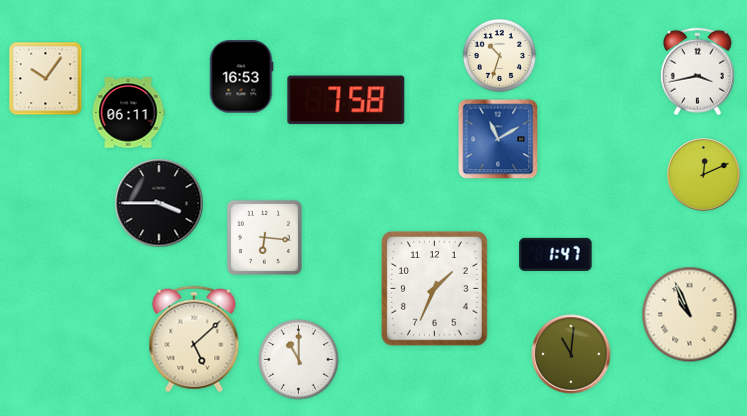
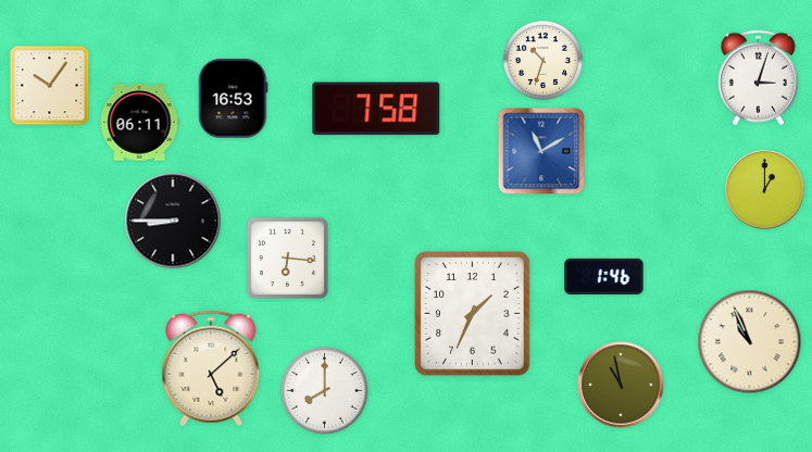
clock at (697, 72): 3:43 -> 3:03
clock at (242, 77) position: (242, 77) -> (234, 99)
clock at (704, 175): 12:11 -> 1:00
clock at (159, 203): 3:45 -> 8:45
clock at (556, 254): 1:47 -> 1:46
clock at (571, 354): 11:01 -> 10:58
clock at (299, 360): 11:00 -> 8:00
